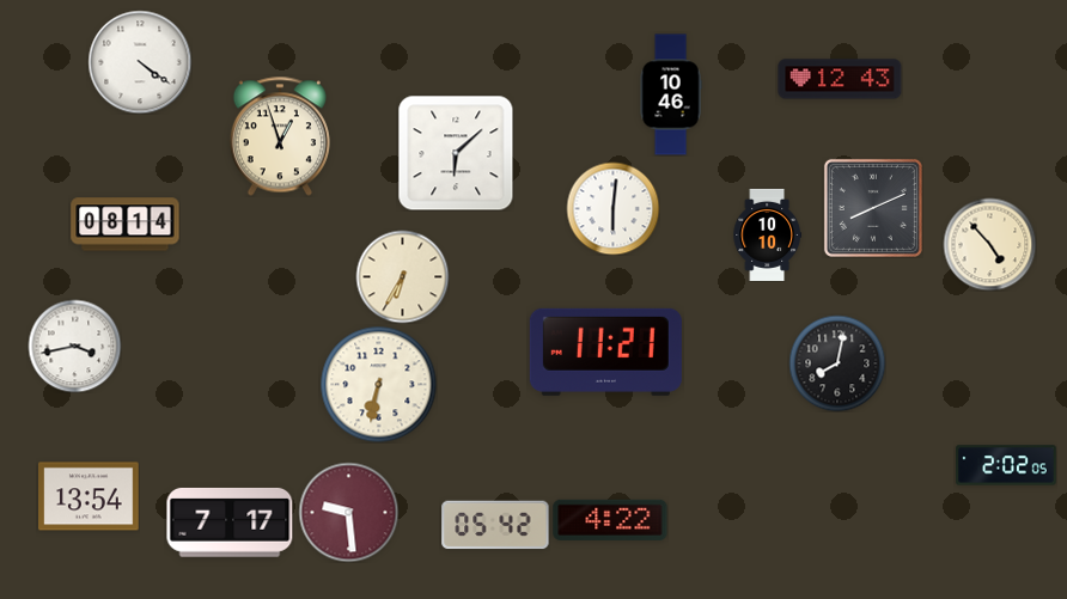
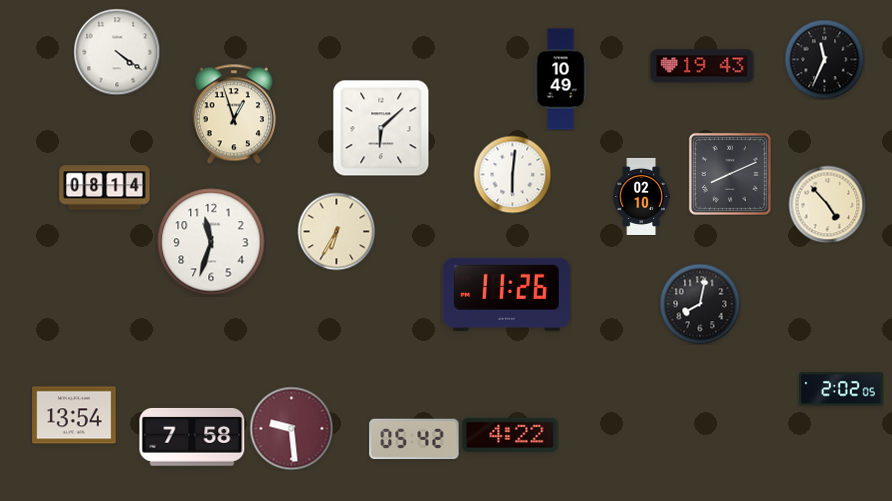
clock at (824, 59): none -> 11:34
clock at (840, 79): 12:43 -> 19:43
clock at (671, 94): 10:46 -> 10:49
clock at (767, 234): 10:10 -> 02:10
clock at (211, 242): none -> 11:33
clock at (74, 346): 3:43 -> none
clock at (605, 352): 11:21 -> 11:26
clock at (378, 384): 6:32 -> none
clock at (230, 522): 7:17 -> 7:58
